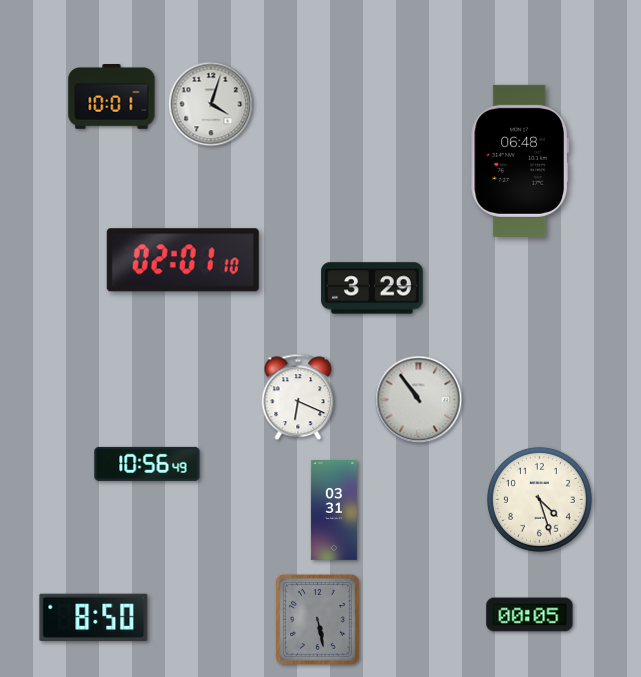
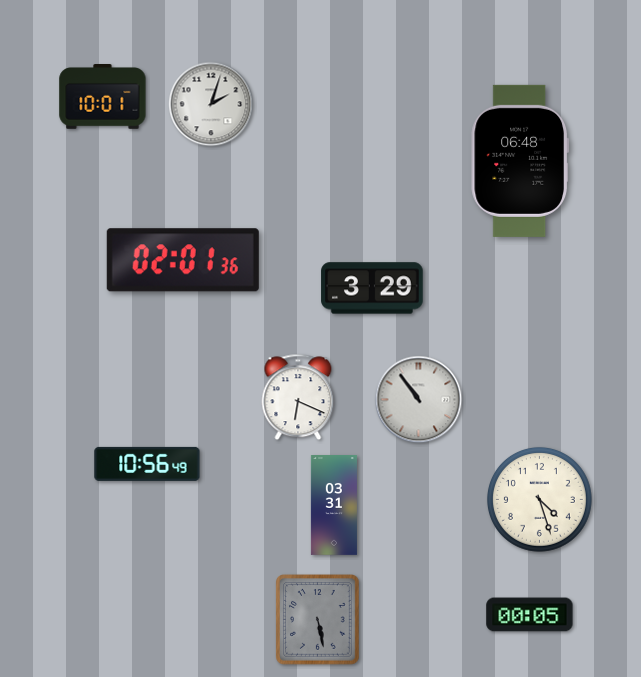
clock at (112, 97) position: (112, 97) -> (103, 97)
clock at (211, 104): 4:03 -> 2:03
clock at (183, 260): 02:01:10 -> 02:01:36
clock at (334, 511) position: (334, 511) -> (334, 506)
clock at (94, 618): 8:50 -> none
